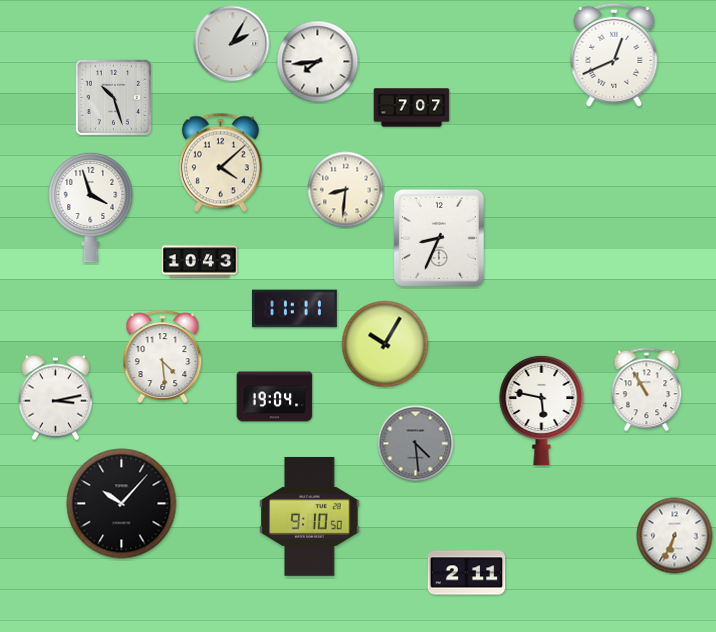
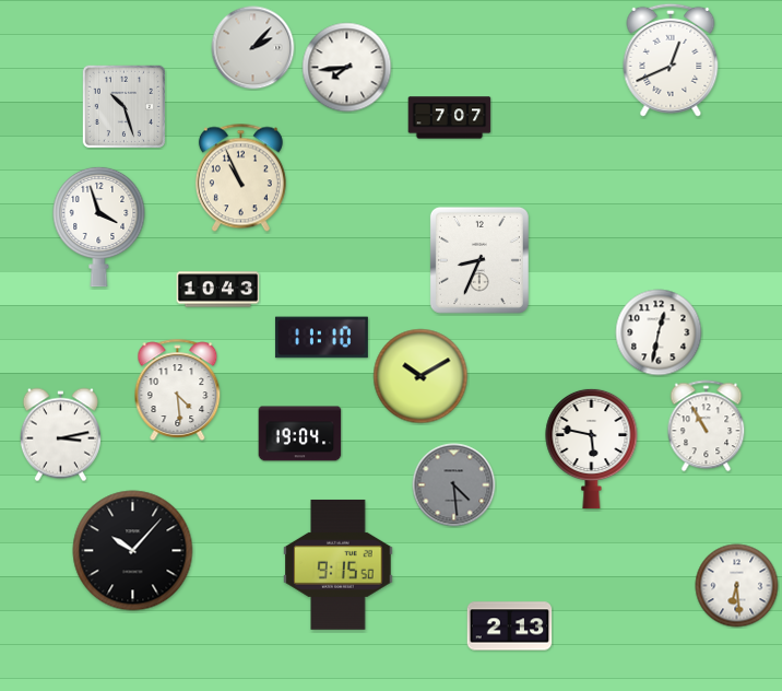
clock at (232, 44): 2:05 -> 2:07
clock at (220, 163): 4:08 -> 10:56
clock at (346, 190): 8:31 -> none
clock at (200, 262) position: (200, 262) -> (218, 290)
clock at (659, 332): none -> 12:32
clock at (294, 309): 11:11 -> 11:10
clock at (385, 344): 10:05 -> 10:10
clock at (310, 516): 9:10 -> 9:15
clock at (675, 536): 6:34 -> 6:29
clock at (467, 573): 2:11 -> 2:13
